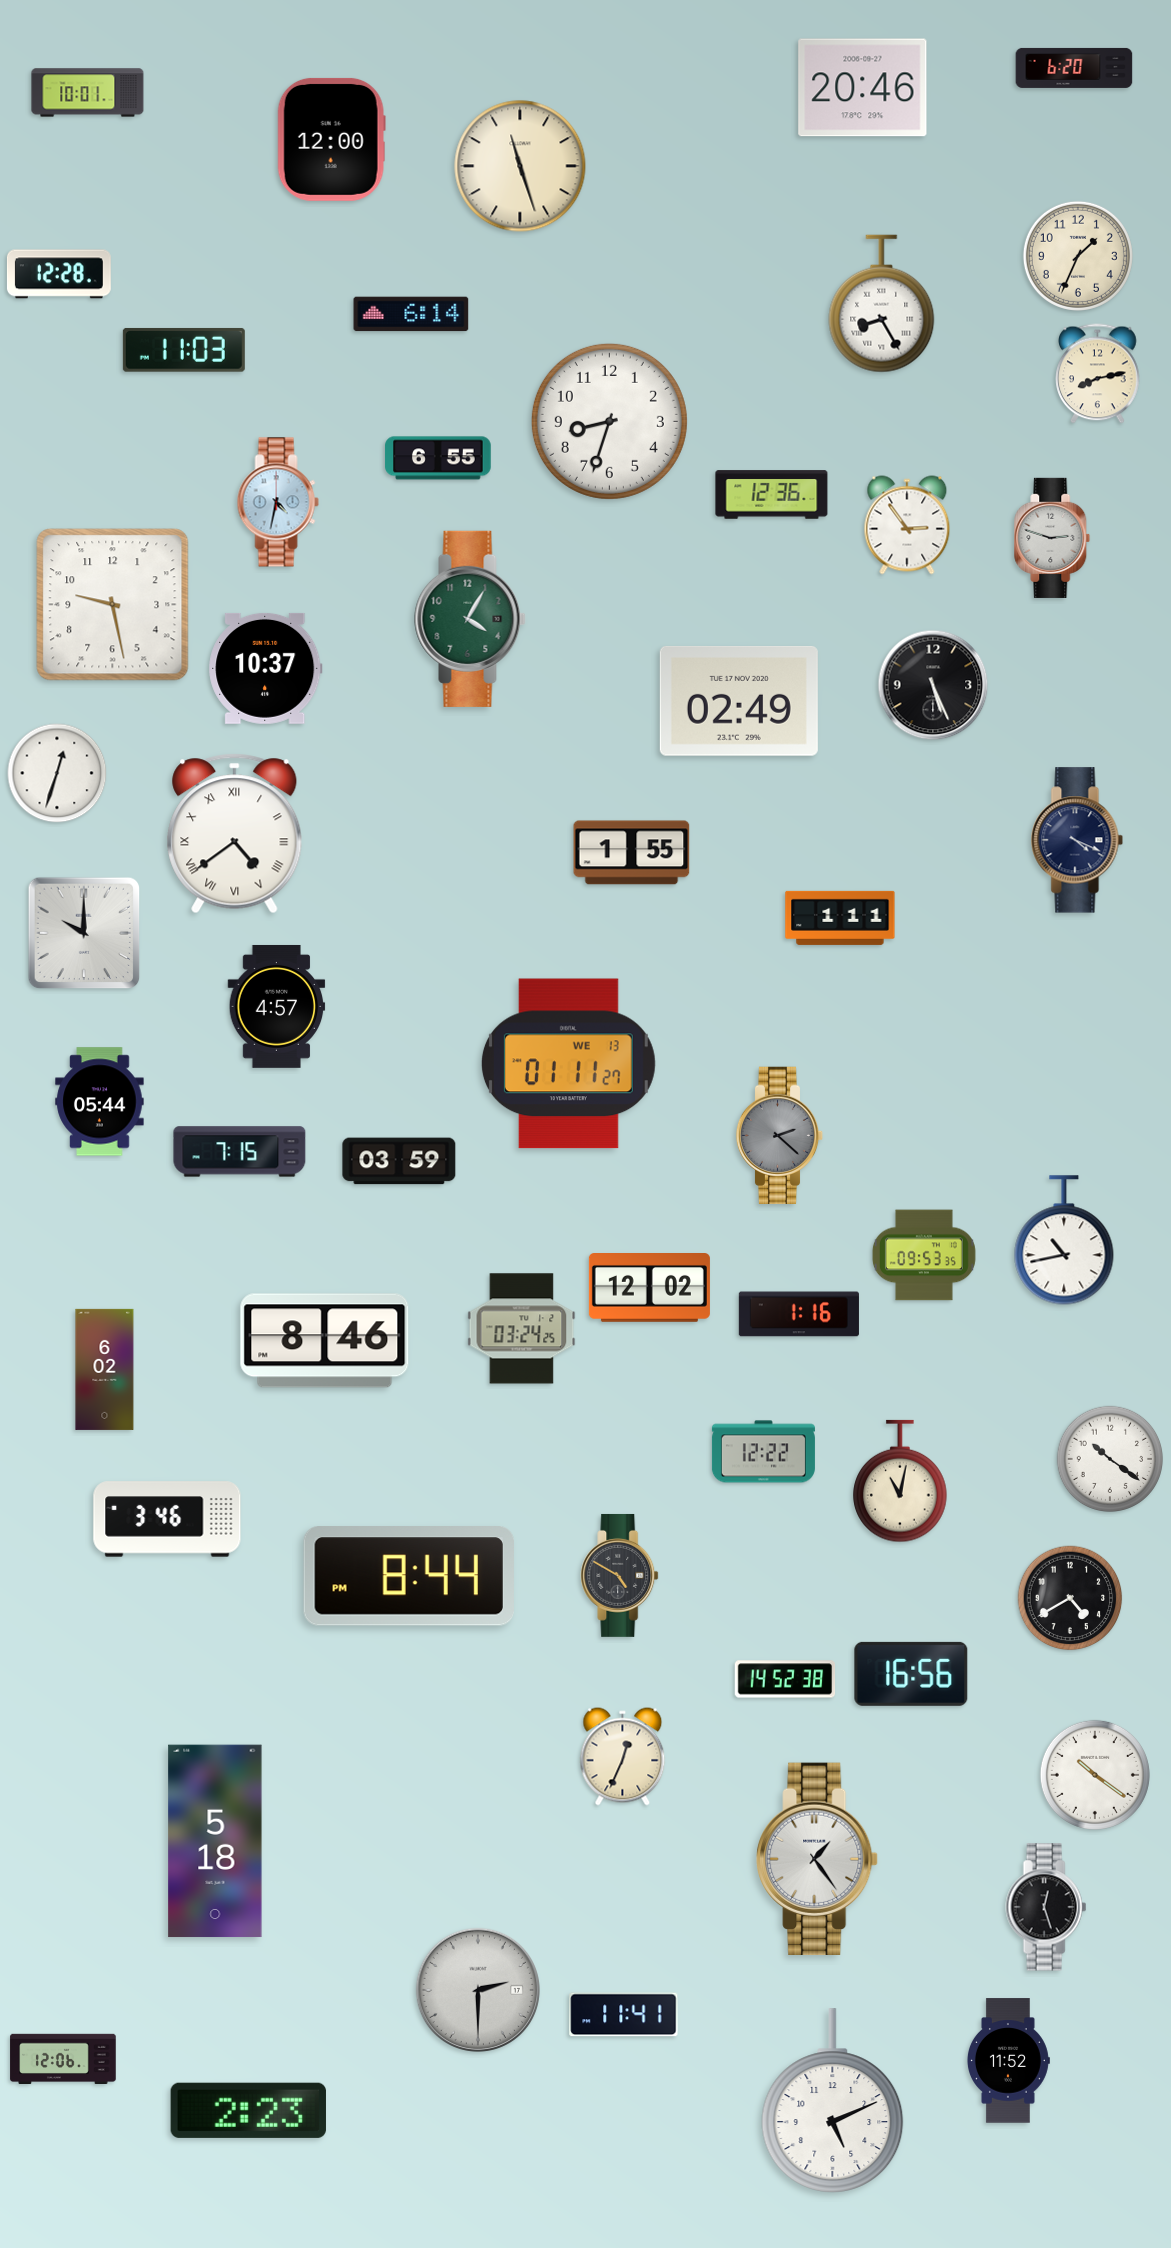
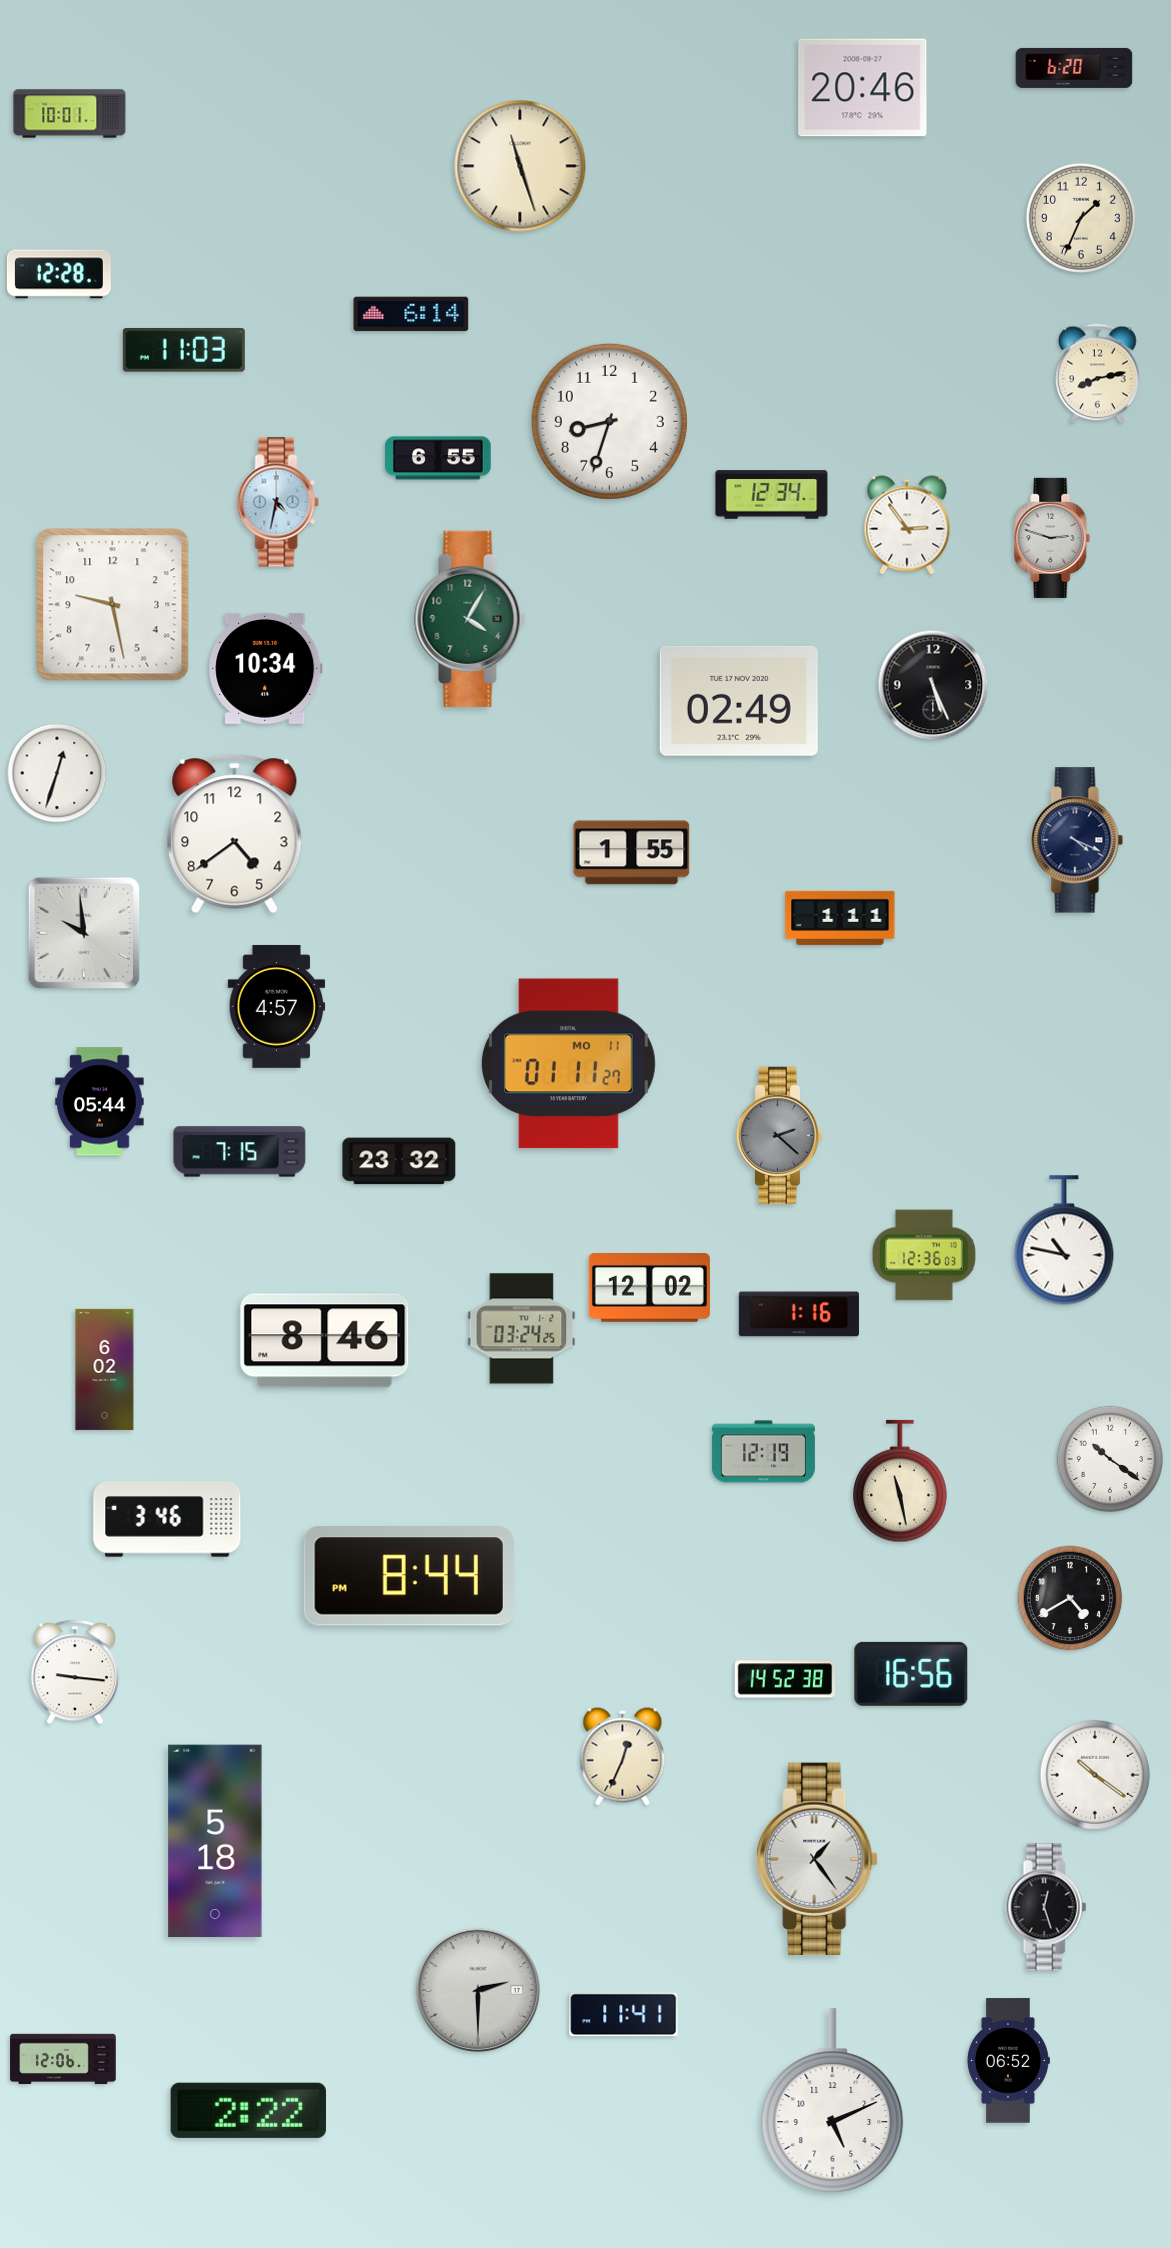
clock at (88, 93) position: (88, 93) -> (70, 114)
clock at (331, 139): 12:00 -> none
clock at (1078, 256) position: (1078, 256) -> (1081, 218)
clock at (882, 304): 8:25 -> none
clock at (772, 495): 12:36 -> 12:34
clock at (266, 668): 10:37 -> 10:34
clock at (235, 834) numerals: Roman -> Arabic
clock at (84, 933): 10:00 -> 9:59
clock at (568, 1064) date: WE 13 -> MO 11
clock at (399, 1161): 03:59 -> 23:32
clock at (1064, 1240): 10:43 -> 10:47
clock at (924, 1255): 09:53 -> 12:36
clock at (763, 1452): 12:22 -> 12:19
clock at (900, 1481): 11:02 -> 11:28
clock at (620, 1575): 4:50 -> none
clock at (75, 1672): none -> 9:16
clock at (1008, 2061): 11:52 -> 06:52
clock at (248, 2110): 2:23 -> 2:22
